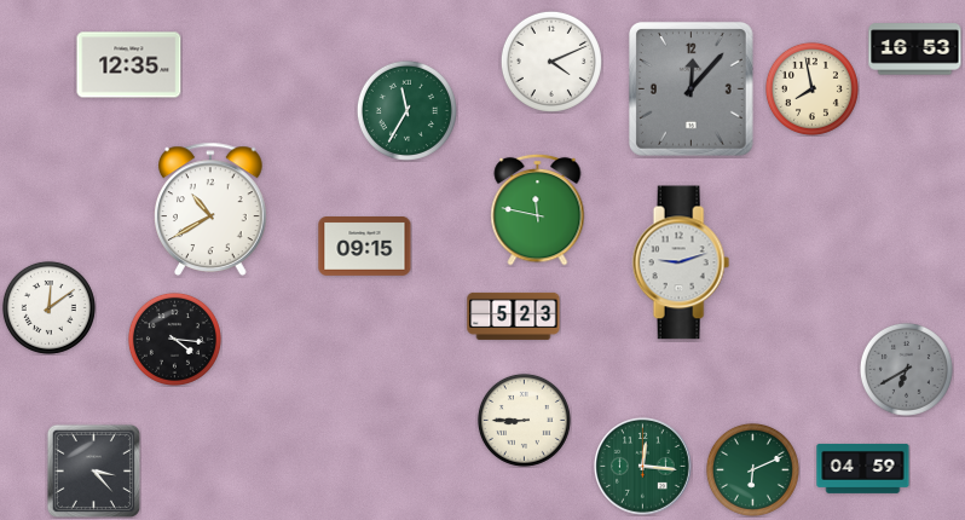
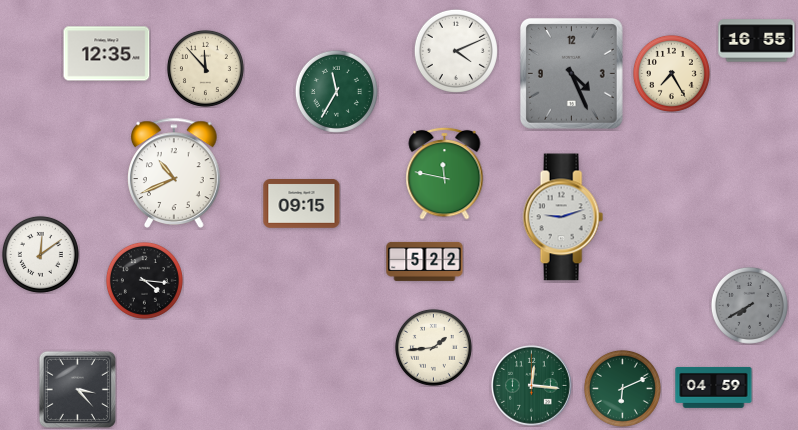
clock at (915, 50): 16:53 -> 16:55
clock at (205, 68): none -> 11:53
clock at (811, 88): 7:58 -> 7:25
clock at (692, 89): 12:07 -> 4:26
clock at (210, 209): 10:40 -> 10:41
clock at (514, 316): 5:23 -> 5:22
clock at (906, 369): 6:40 -> 7:40
clock at (524, 420): 8:45 -> 1:44
